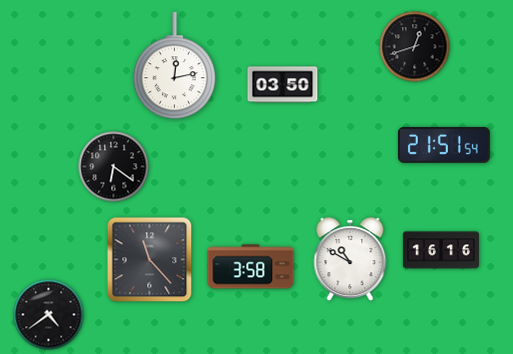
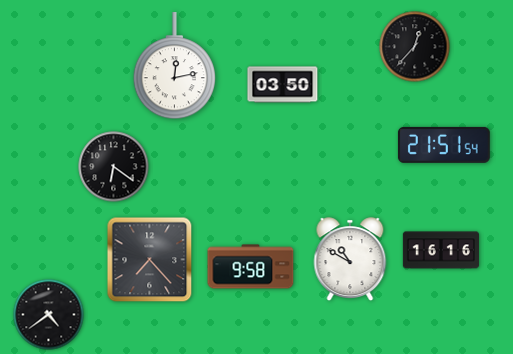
clock at (415, 47): 12:42 -> 12:37
clock at (150, 260): 11:23 -> 7:23
clock at (251, 267): 3:58 -> 9:58
